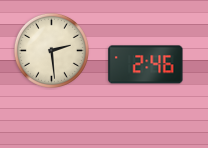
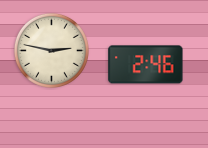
clock at (51, 50): 2:29 -> 2:47
